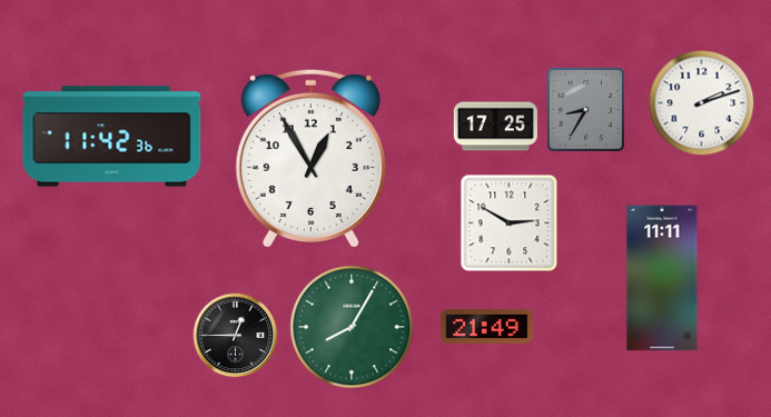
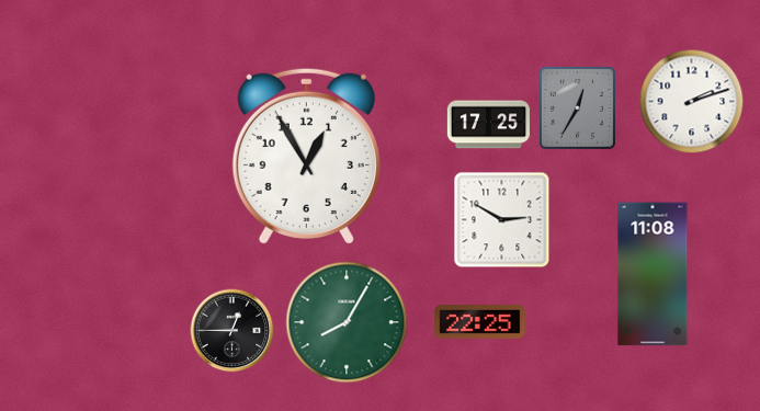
clock at (585, 109): 8:35 -> 12:35
clock at (112, 137): 11:42 -> none
clock at (662, 278): 11:11 -> 11:08
clock at (487, 327): 21:49 -> 22:25
